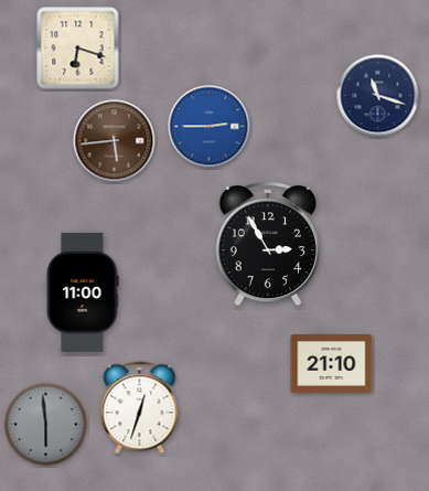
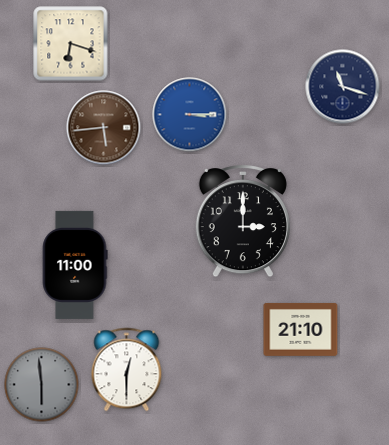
clock at (210, 127): 2:45 -> 3:15
clock at (268, 244): 2:55 -> 3:00
clock at (140, 408): 12:33 -> 12:30
